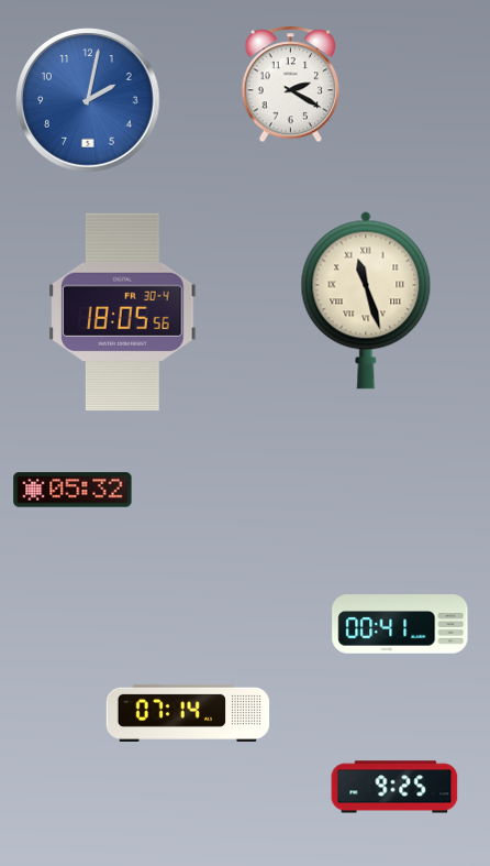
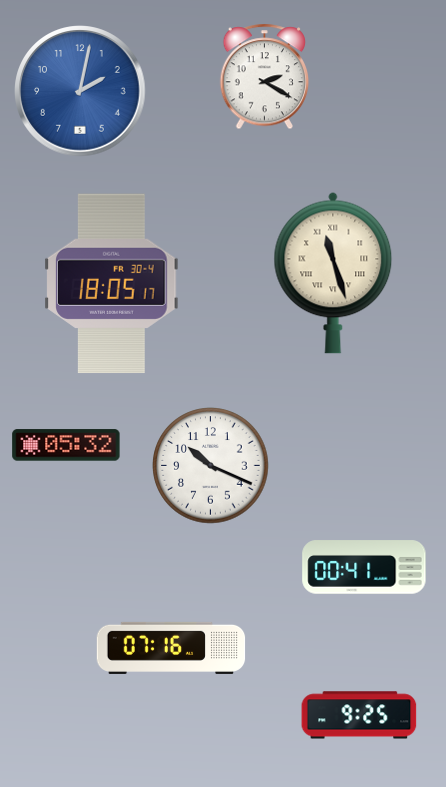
clock at (123, 313): 18:05:56 -> 18:05:17
clock at (211, 466): none -> 10:19
clock at (188, 713): 07:14 -> 07:16
